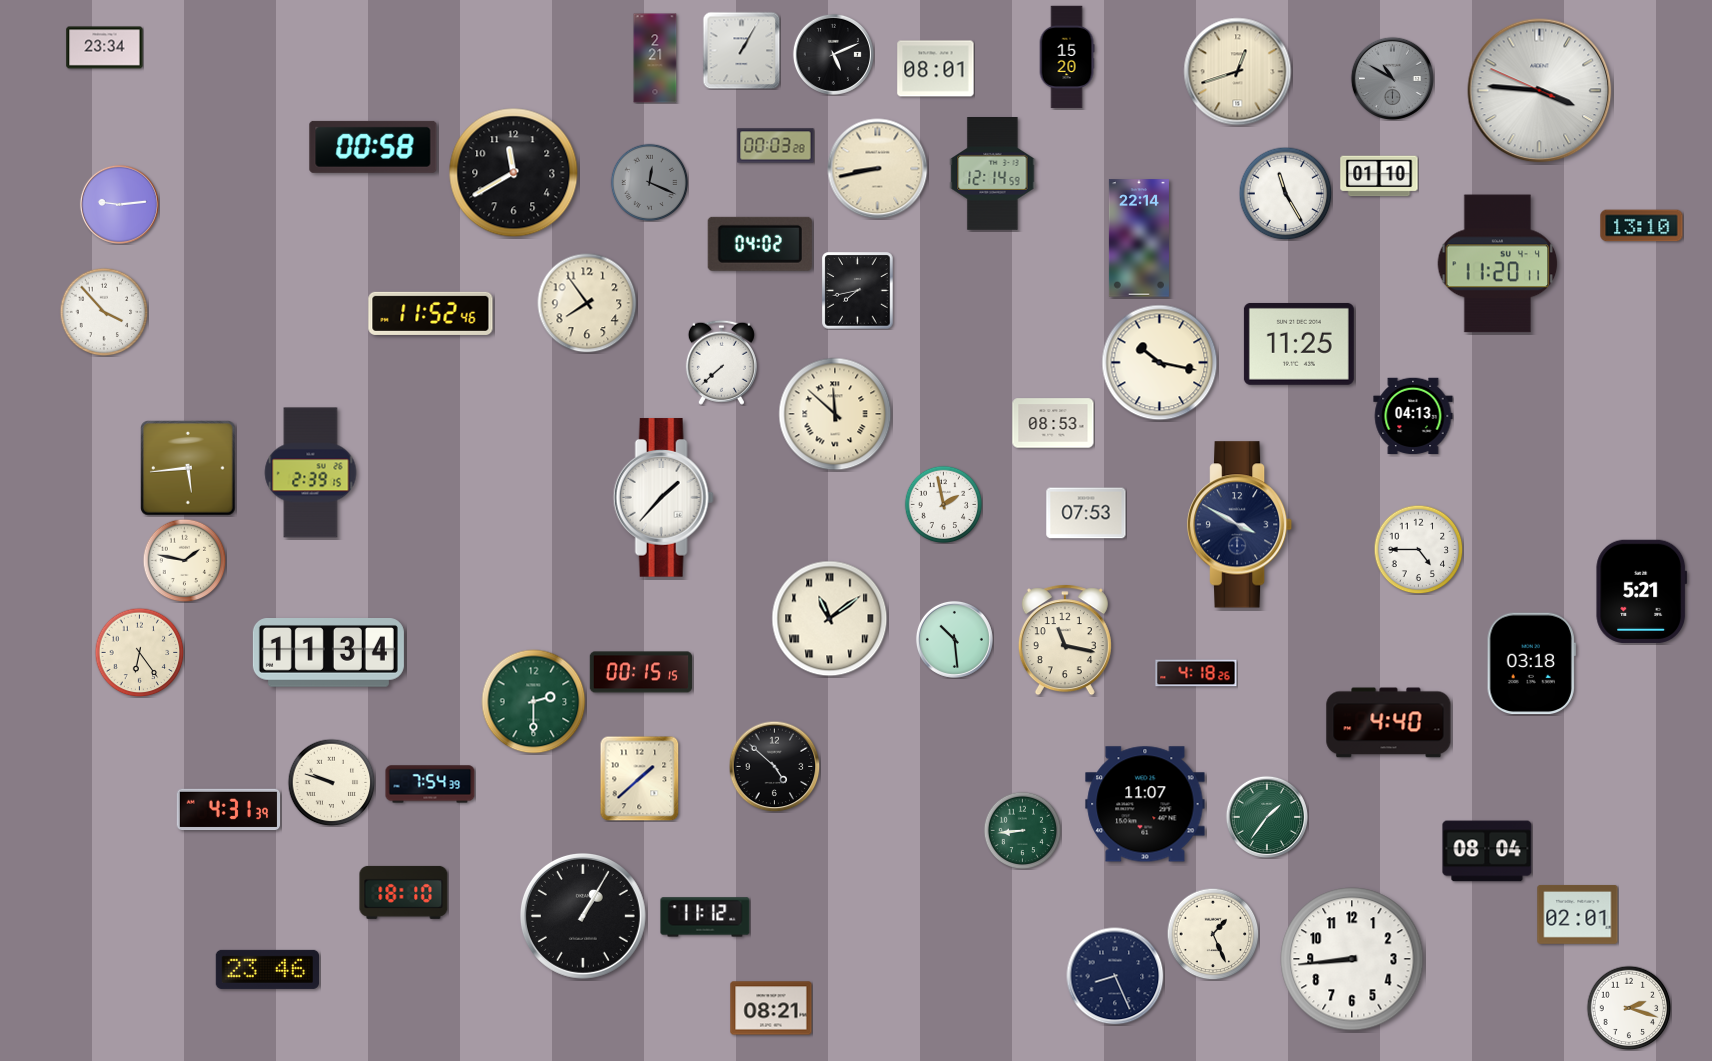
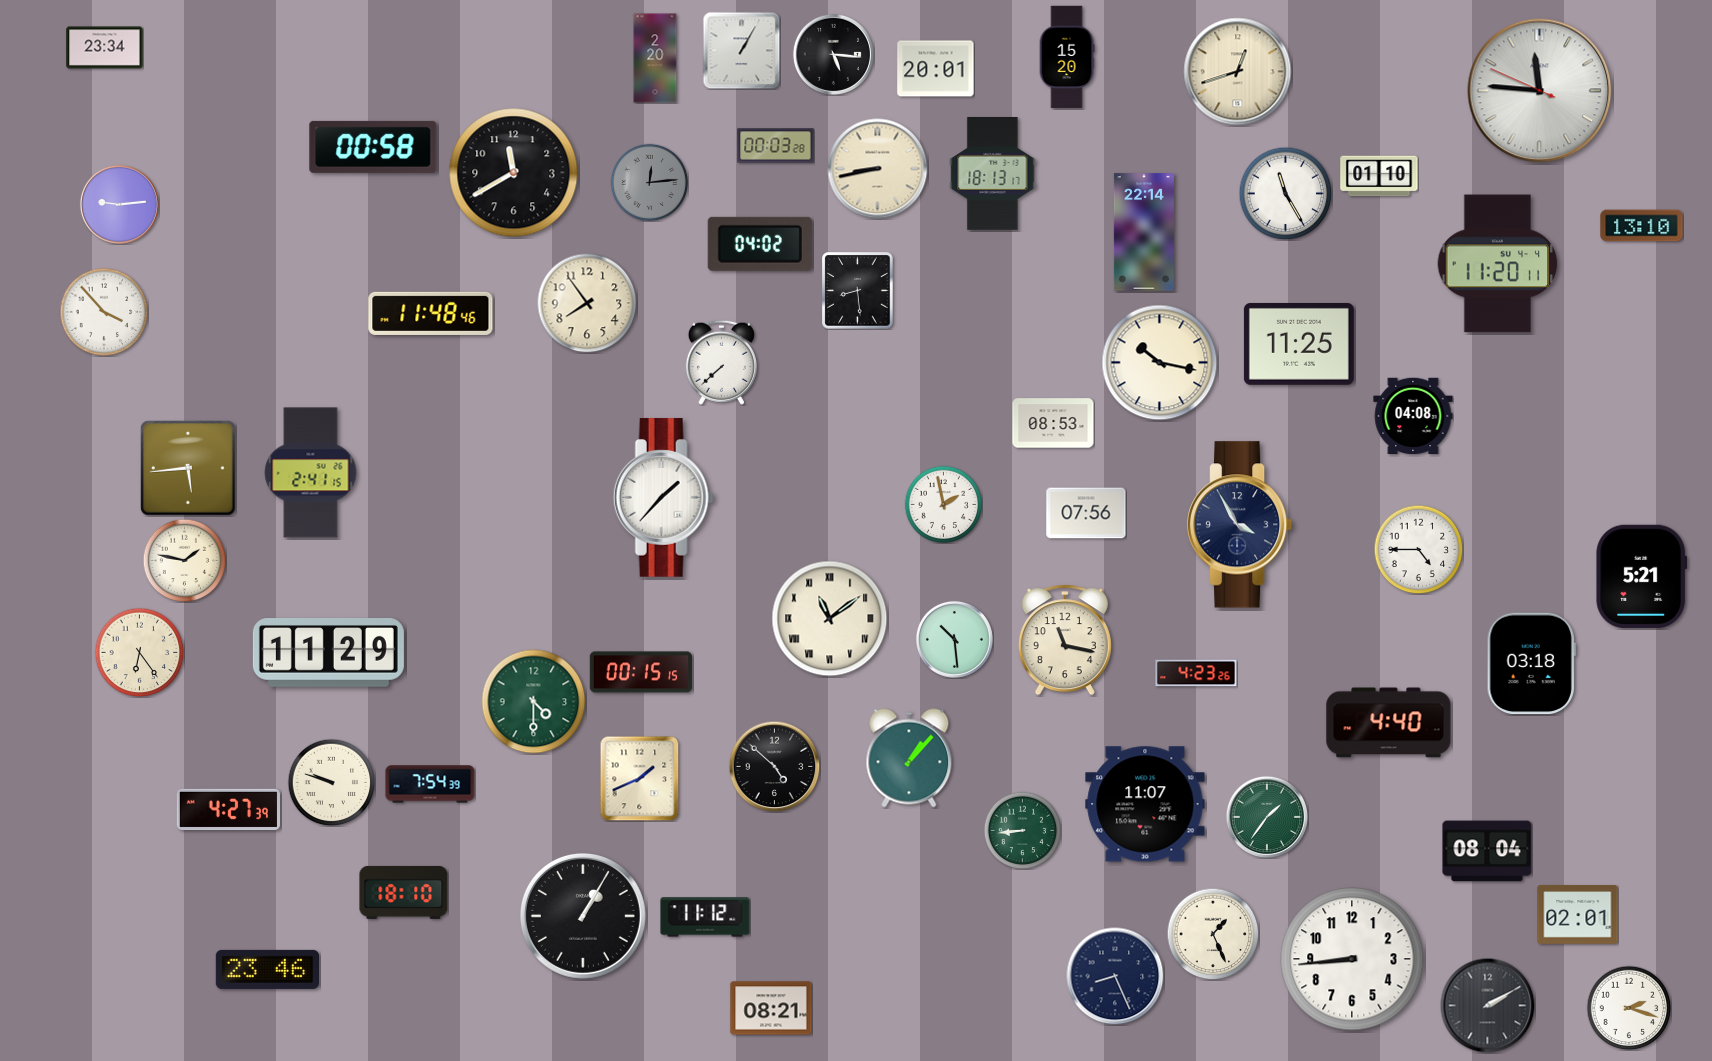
clock at (833, 54): 5:11 -> 5:16
clock at (655, 58): 2:21 -> 2:20
clock at (936, 69): 08:01 -> 20:01
clock at (1392, 78): 10:50 -> none
clock at (1540, 91): 3:45 -> 11:45
clock at (993, 174): 12:14 -> 18:13
clock at (649, 182): 12:19 -> 12:14
clock at (1139, 238) position: (1139, 238) -> (1144, 232)
clock at (858, 291): 7:43 -> 8:29
clock at (431, 313): 11:52 -> 11:48
clock at (835, 414): 11:52 -> none
clock at (1413, 416): 04:13 -> 04:08
clock at (311, 473): 2:39 -> 2:41
clock at (1086, 513): 07:53 -> 07:56
clock at (1240, 525): 3:50 -> 3:55
clock at (1642, 591) position: (1642, 591) -> (1642, 576)
clock at (328, 653): 11:34 -> 11:29
clock at (1196, 673): 4:18 -> 4:23
clock at (534, 702): 2:30 -> 4:30
clock at (909, 758): none -> 1:07
clock at (640, 778): 1:38 -> 1:41
clock at (228, 810): 4:31 -> 4:27
clock at (1487, 1005): none -> 2:10
